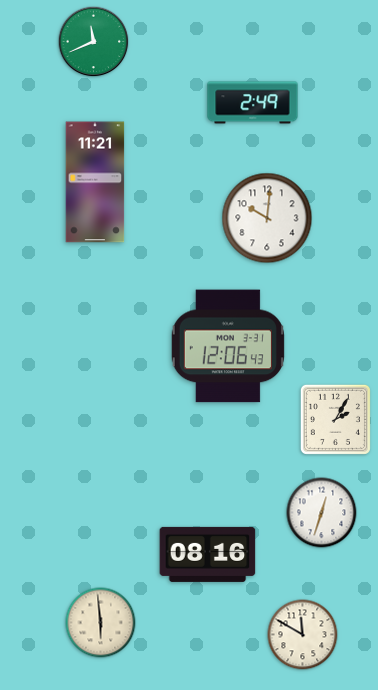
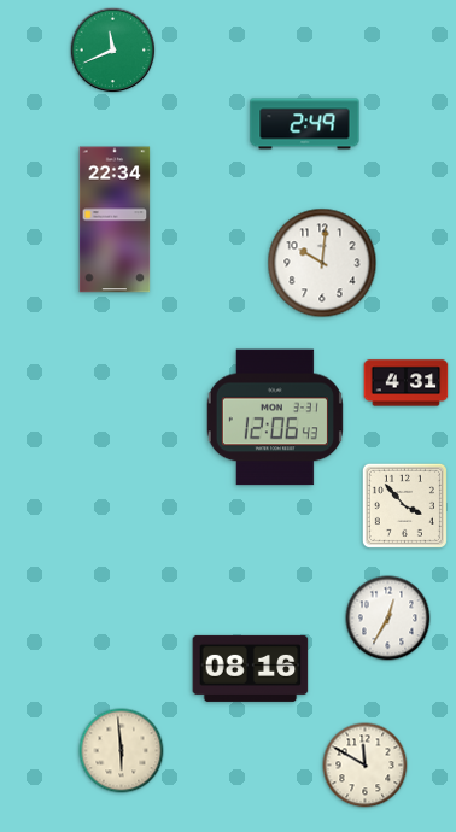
clock at (95, 182): 11:21 -> 22:34
clock at (407, 383): none -> 4:31
clock at (335, 419): 2:05 -> 3:53
clock at (322, 513): 12:33 -> 12:35
